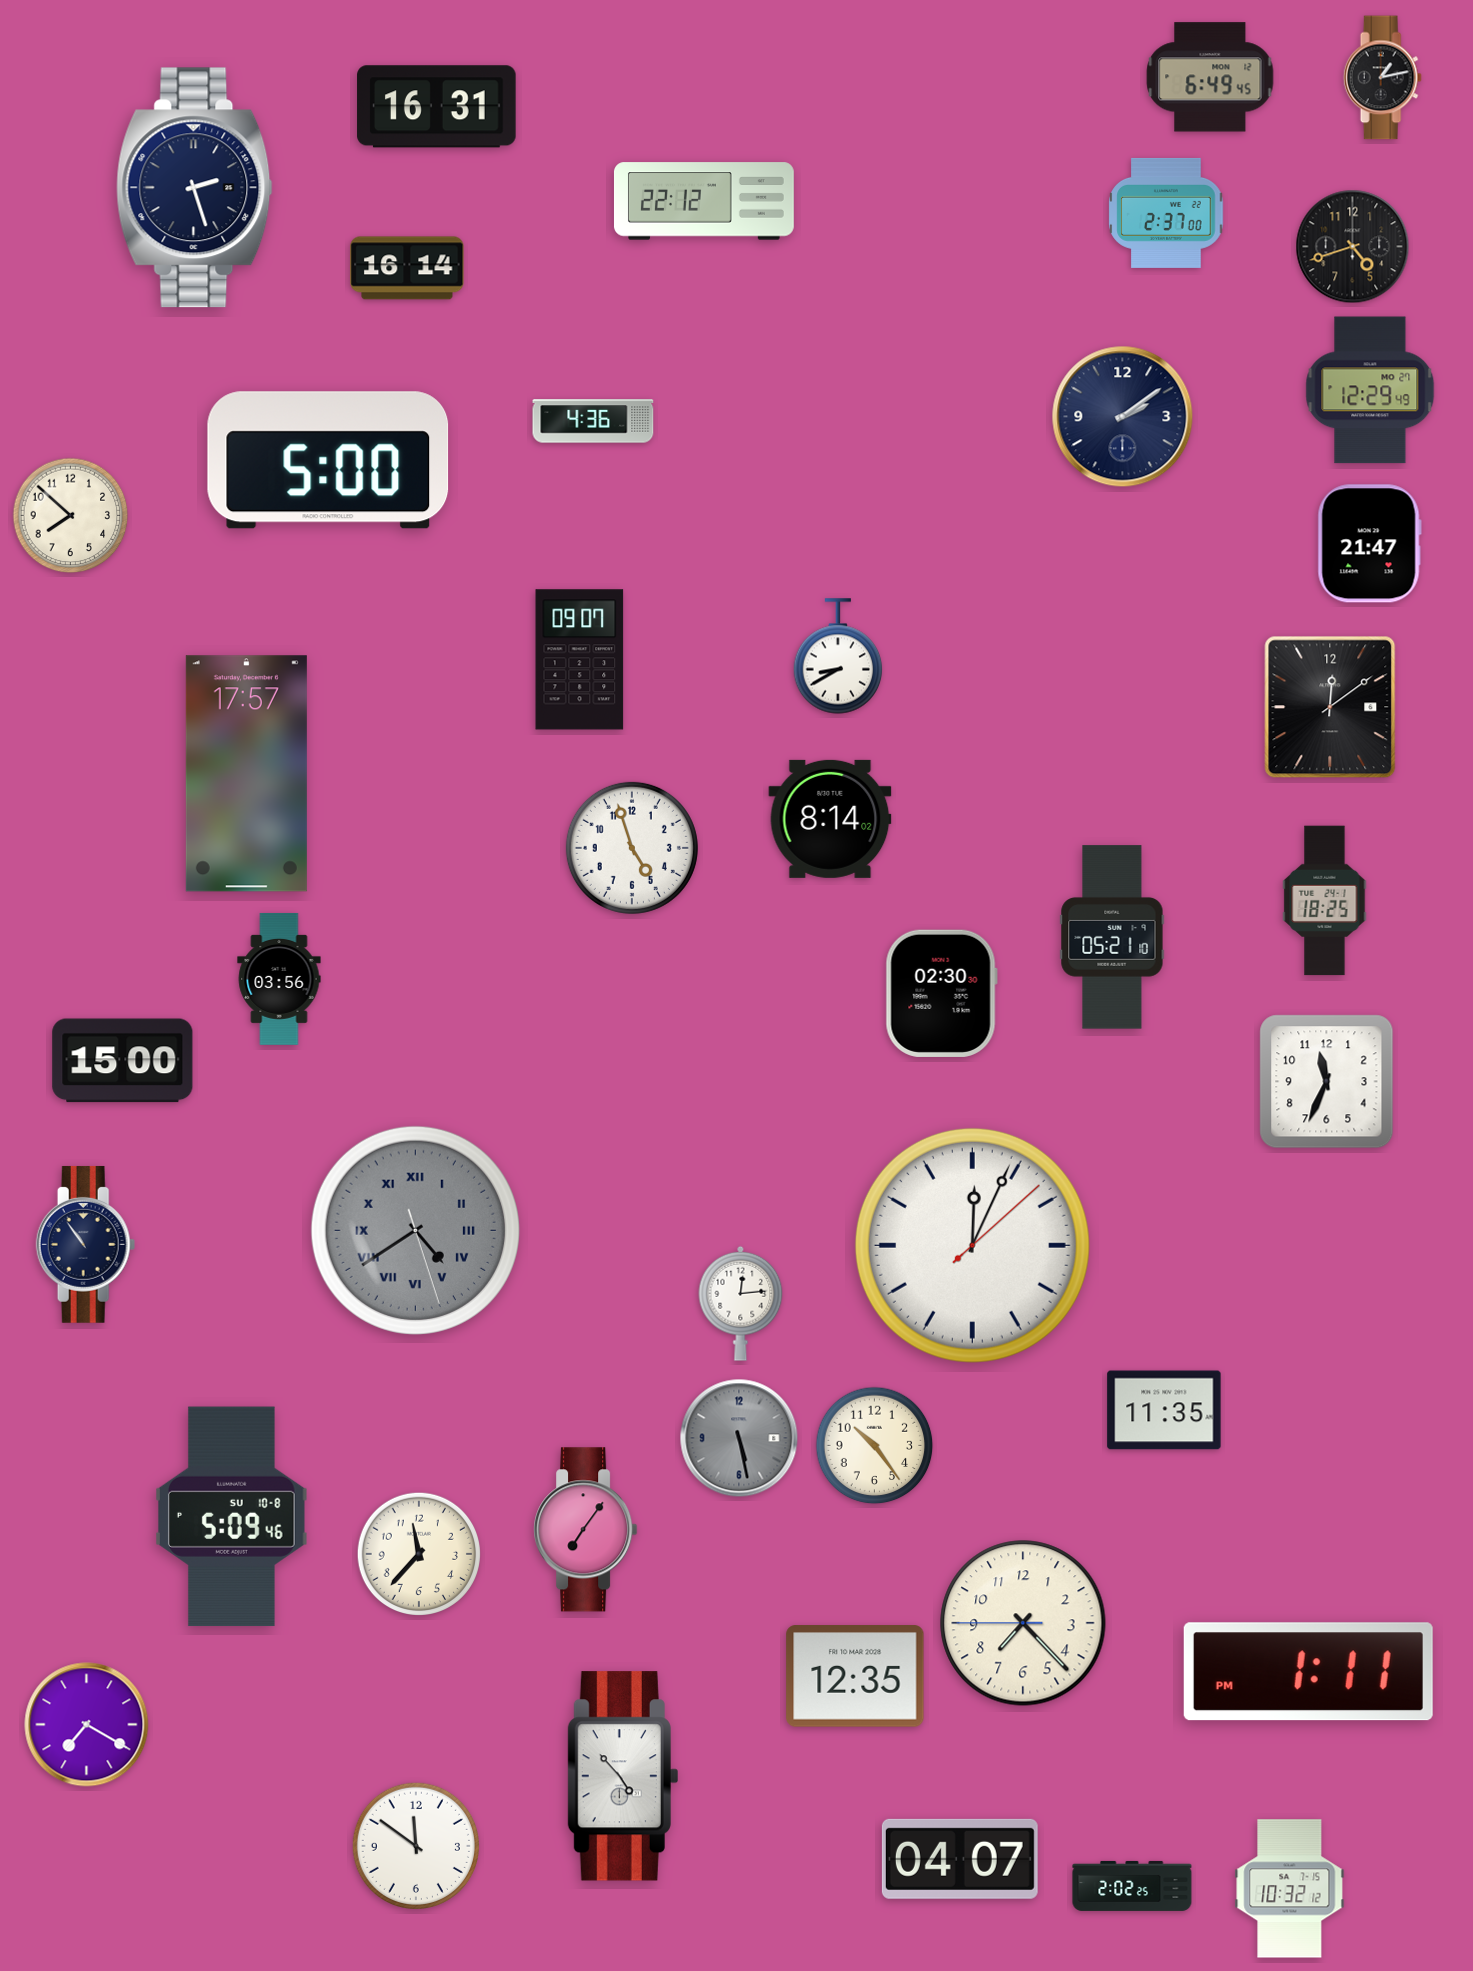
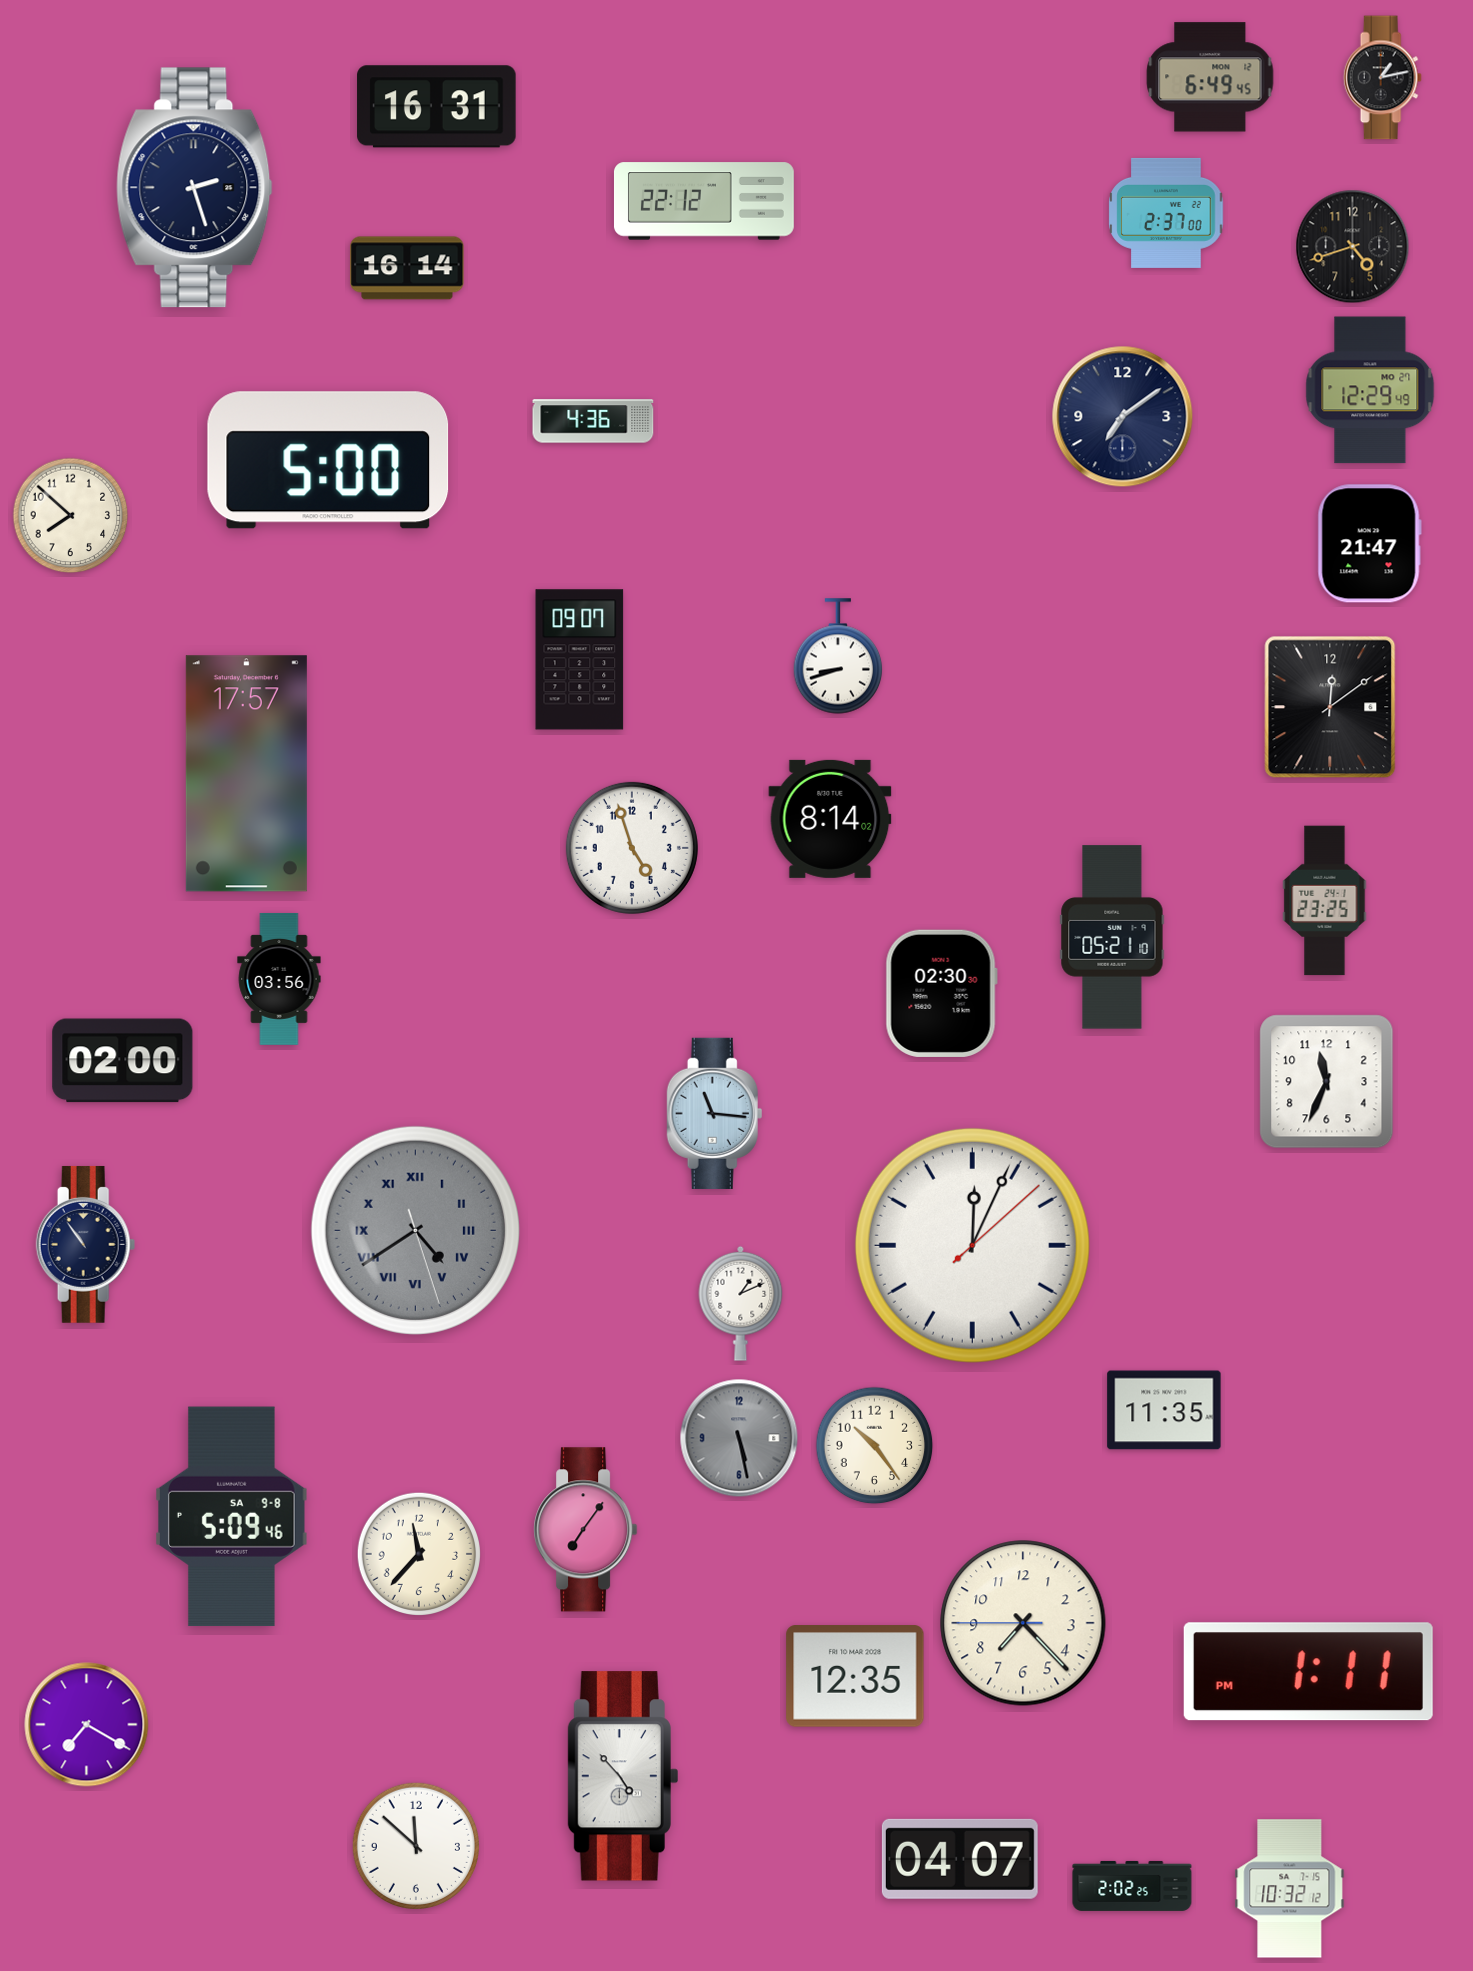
clock at (1123, 417): 2:09 -> 7:09
clock at (838, 656): 8:40 -> 8:42
clock at (1325, 901): 18:25 -> 23:25
clock at (123, 1061): 15:00 -> 02:00
clock at (715, 1113): none -> 11:16
clock at (741, 1303): 12:14 -> 1:11
clock at (232, 1517) date: SU 10-8 -> SA 9-8
clock at (416, 1846): 11:51 -> 11:52
